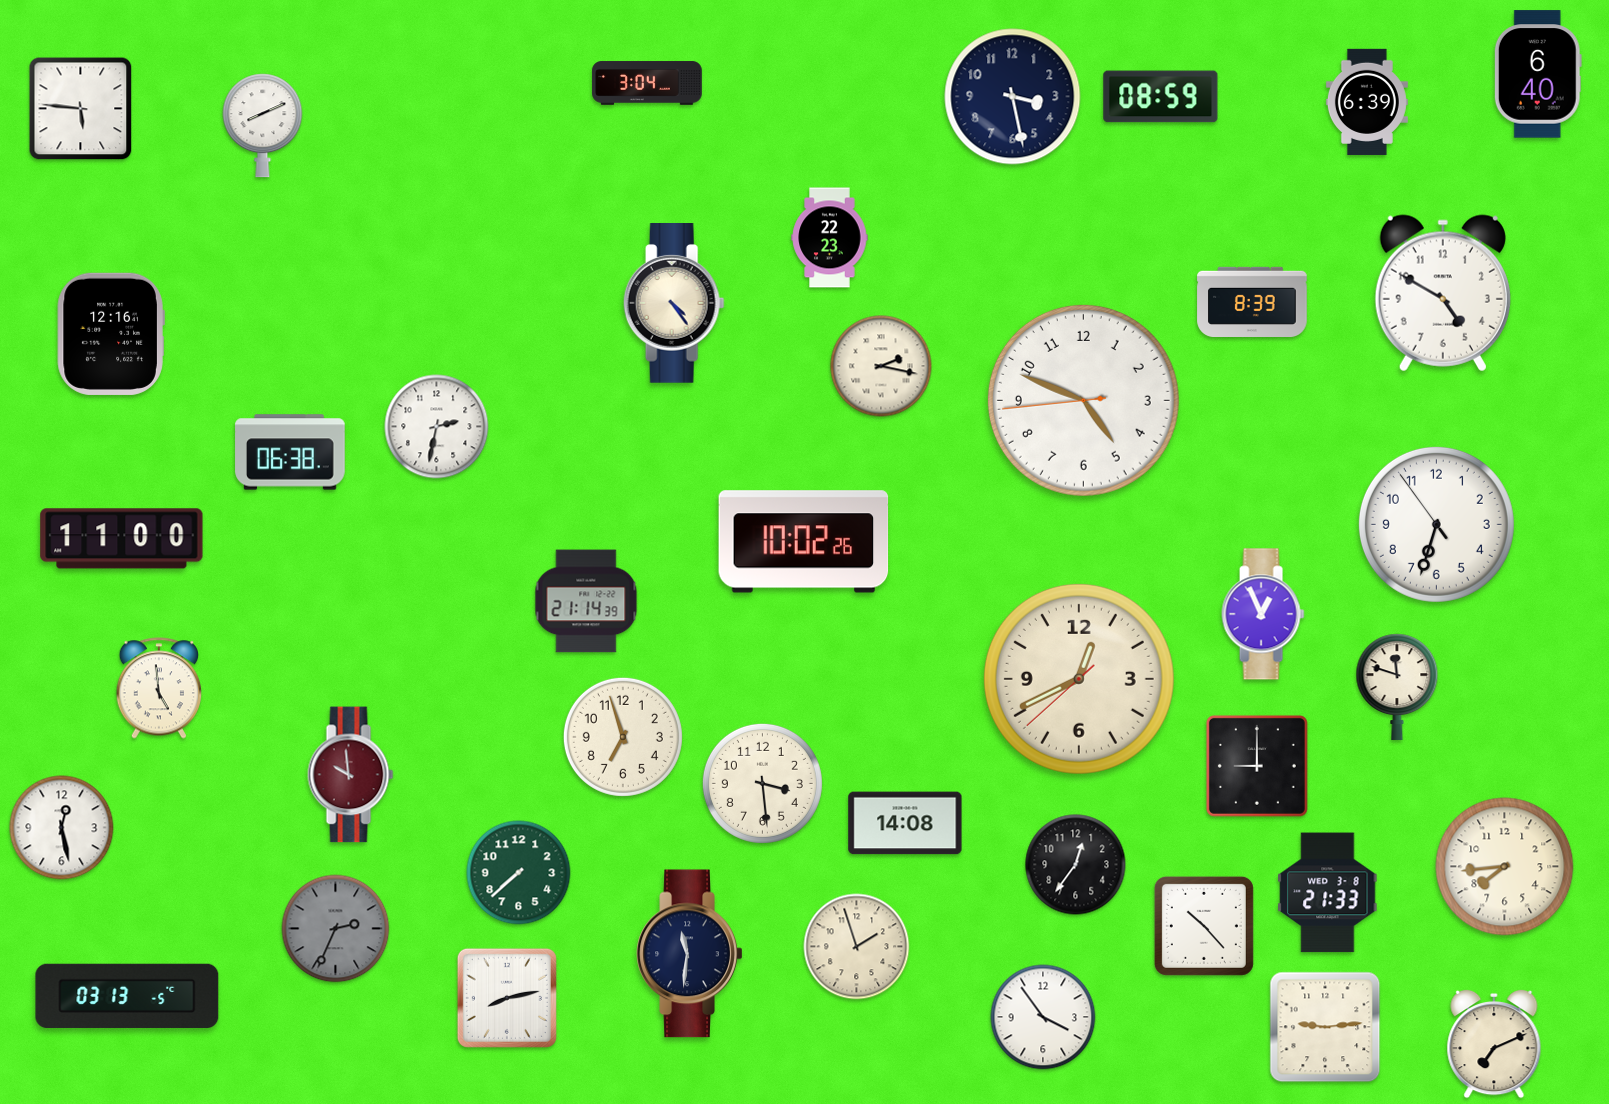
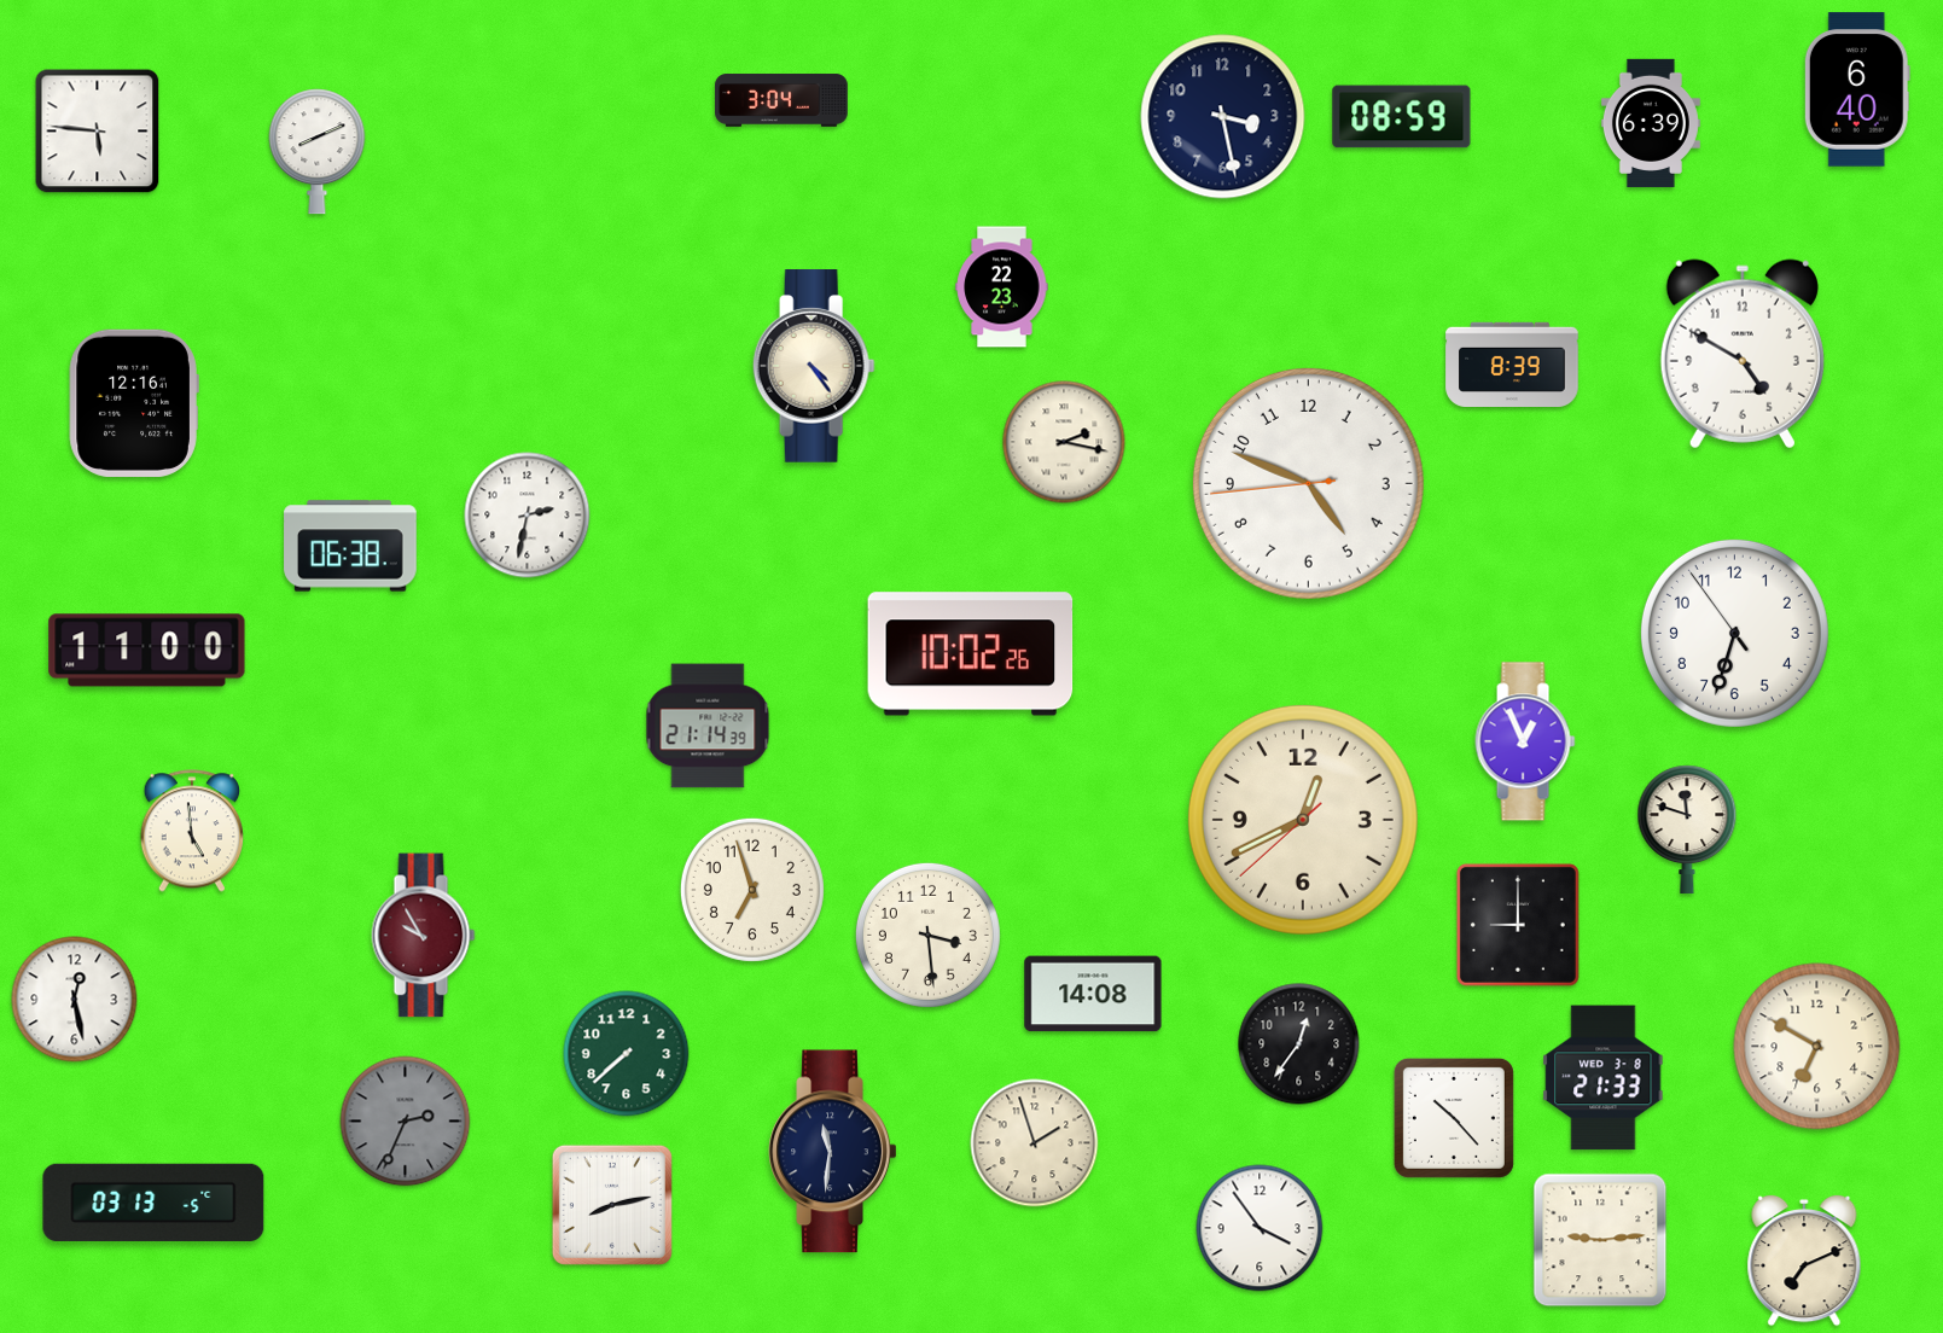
clock at (351, 775): 9:59 -> 9:55
clock at (762, 783) position: (762, 783) -> (927, 935)
clock at (1505, 867): 7:44 -> 6:50
